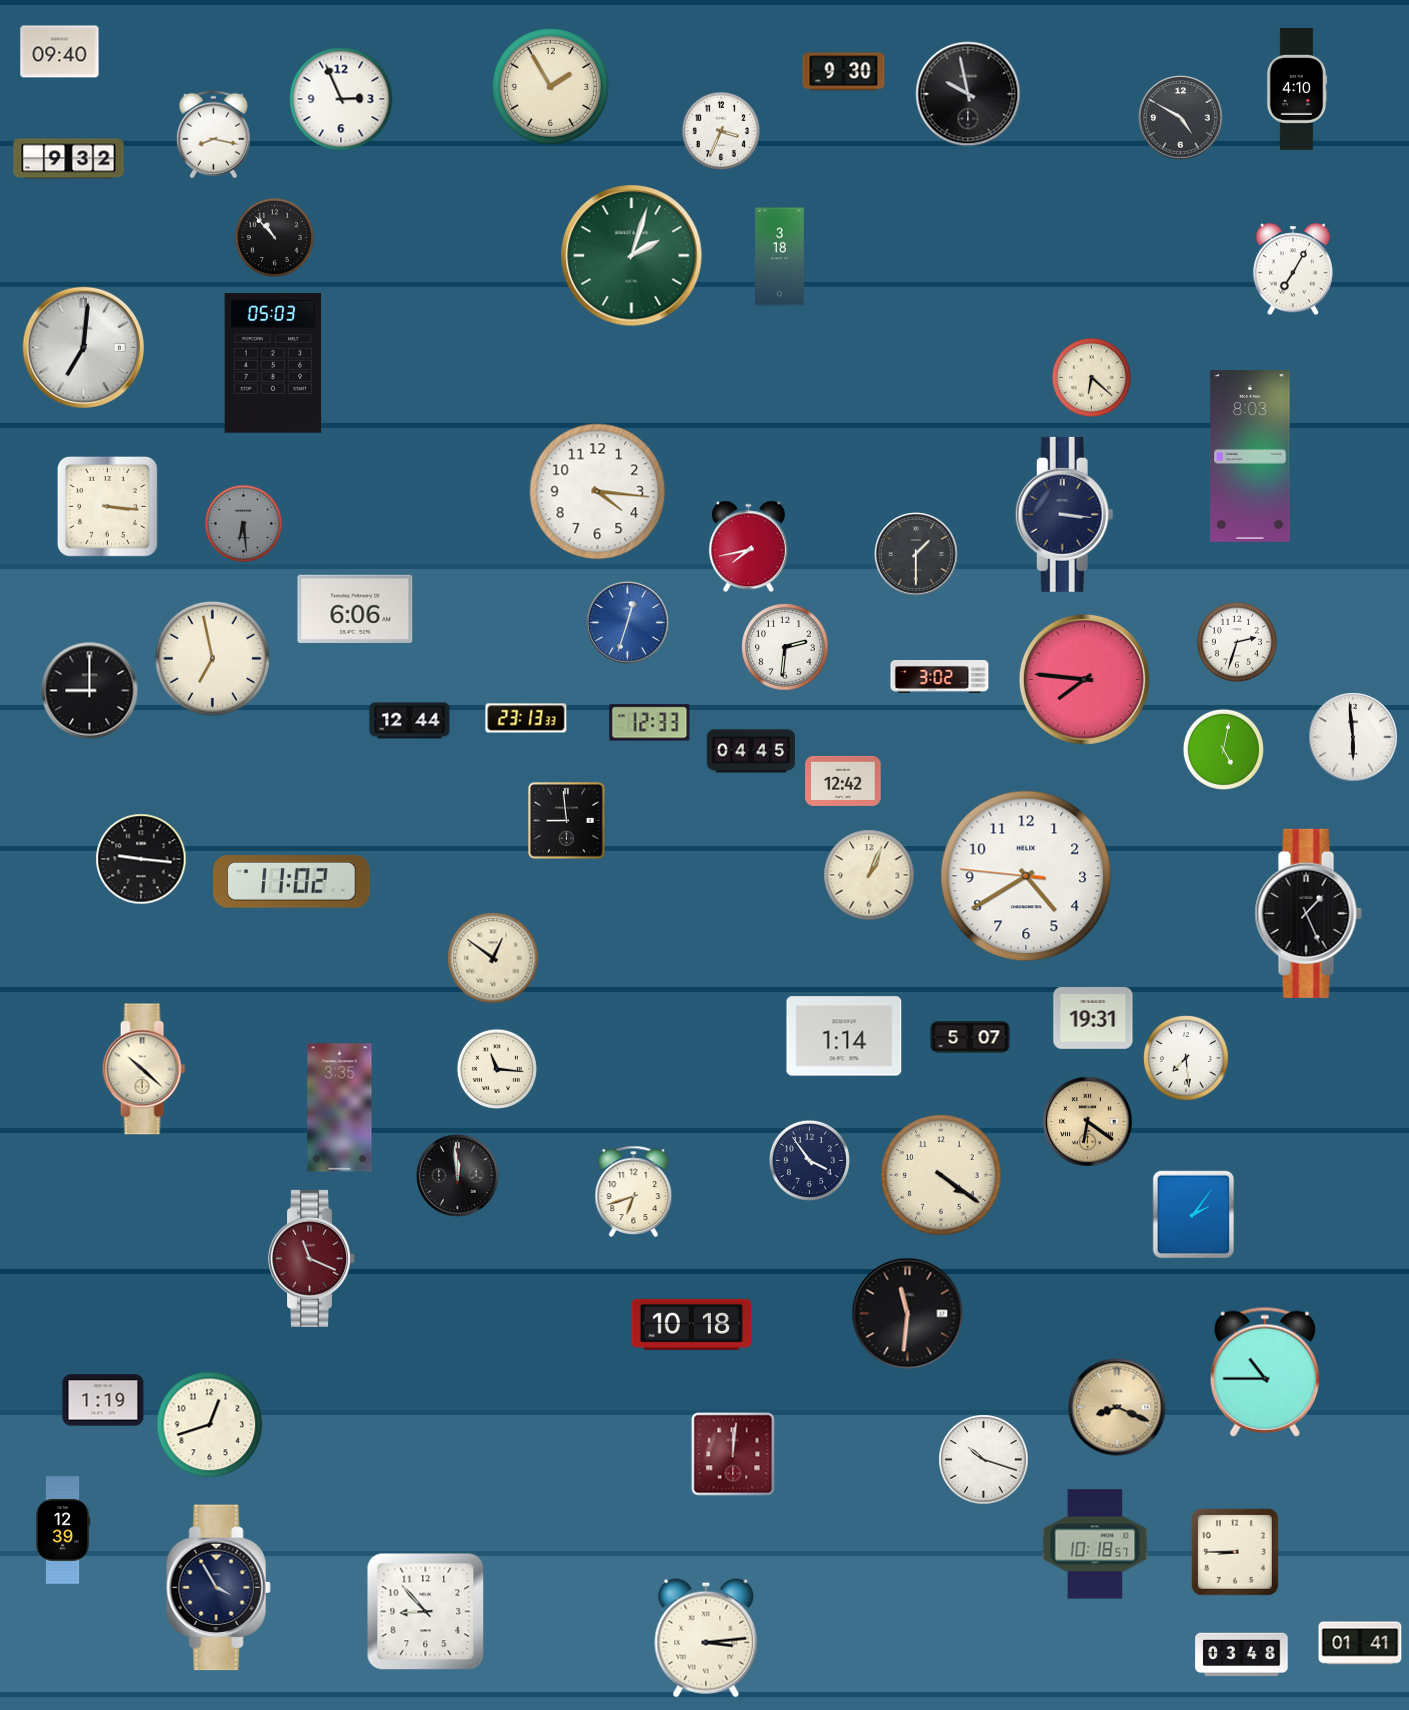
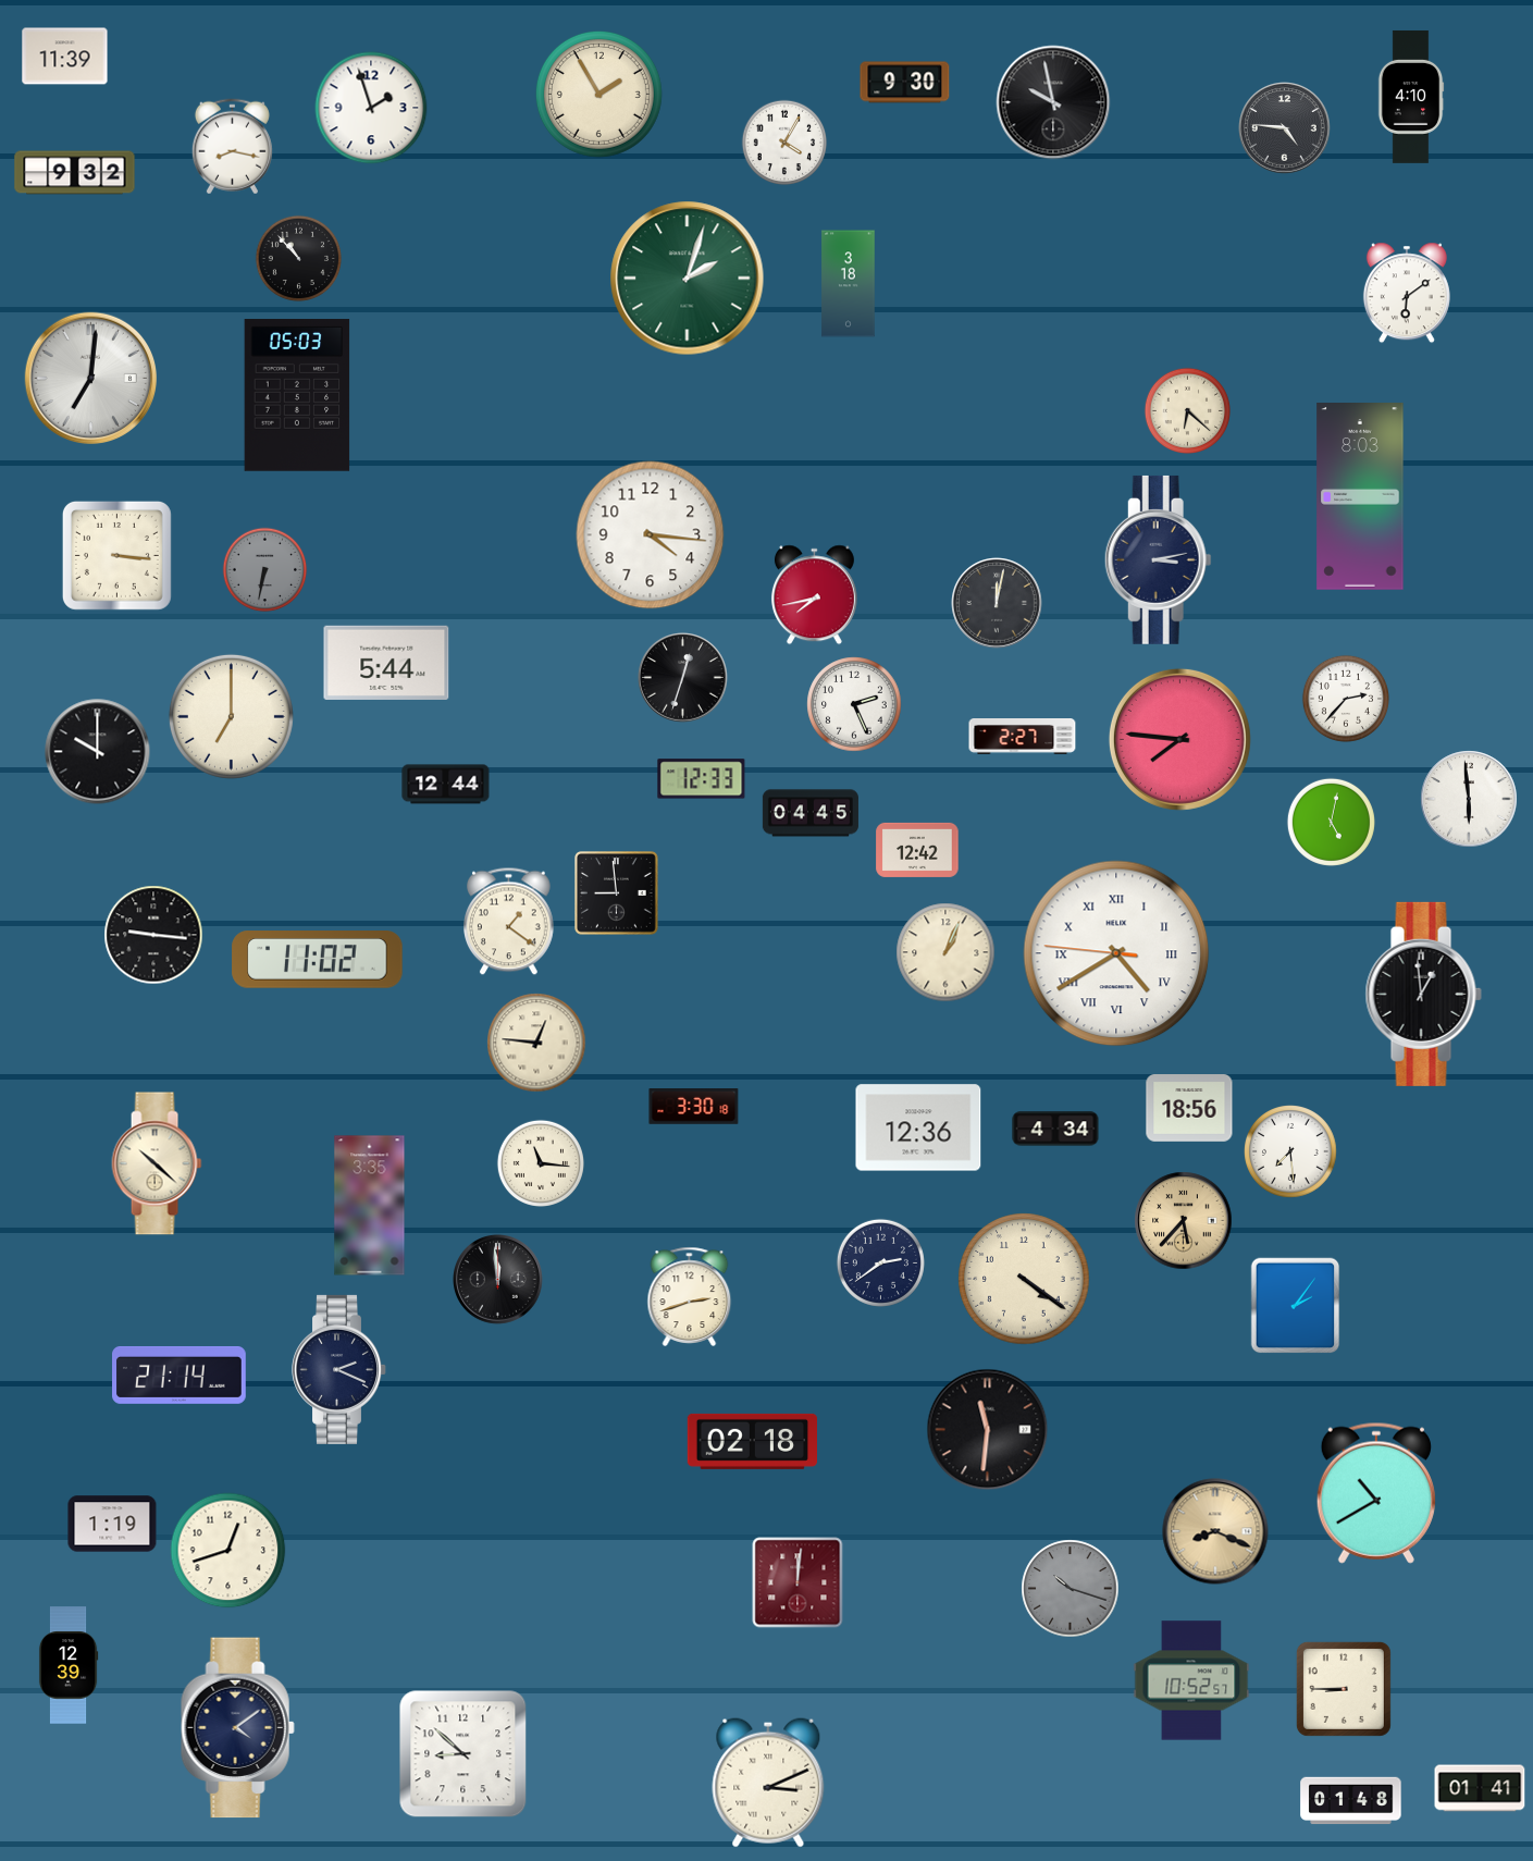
clock at (60, 52): 09:40 -> 11:39
clock at (844, 72) position: (844, 72) -> (905, 83)
clock at (341, 99): 2:56 -> 1:57
clock at (1181, 118): 4:50 -> 4:46
clock at (721, 131): 3:34 -> 4:05
clock at (780, 257) position: (780, 257) -> (849, 284)
clock at (1293, 269): 7:05 -> 6:09
clock at (107, 506) position: (107, 506) -> (116, 555)
clock at (1064, 514): 3:16 -> 3:13
clock at (244, 524): 6:29 -> 6:32
clock at (916, 554): 1:30 -> 12:02
clock at (355, 609): 6:06 -> 5:44
clock at (628, 623) dial: blue -> black
clock at (1237, 642): 2:33 -> 2:37
clock at (785, 647): 2:31 -> 2:26
clock at (212, 658): 6:58 -> 7:00
clock at (940, 677): 3:02 -> 2:27
clock at (90, 691): 9:00 -> 10:00
clock at (526, 718): 23:13 -> none
clock at (650, 723) position: (650, 723) -> (702, 779)
clock at (1353, 737) position: (1353, 737) -> (1469, 799)
clock at (1223, 749) position: (1223, 749) -> (1331, 822)
clock at (751, 751) position: (751, 751) -> (811, 813)
clock at (509, 922): none -> 1:21
clock at (1026, 876) numerals: Arabic -> Roman
clock at (1308, 913): 1:26 -> 12:59
clock at (493, 958): 12:51 -> 12:46
clock at (694, 1107): none -> 3:30
clock at (1093, 1019): 19:31 -> 18:56
clock at (844, 1036): 1:14 -> 12:36
clock at (970, 1037): 5:07 -> 4:34
clock at (1088, 1122): 6:21 -> 5:37
clock at (809, 1160): 3:54 -> 2:39
clock at (634, 1191): 6:42 -> 2:42
clock at (1194, 1215) position: (1194, 1215) -> (1296, 1306)
clock at (312, 1258): 11:19 -> 2:19
clock at (312, 1258) dial: burgundy -> navy
clock at (180, 1375): none -> 21:14
clock at (691, 1324): 10:18 -> 02:18
clock at (1265, 1372): 10:45 -> 10:40
clock at (984, 1460) dial: white -> grey
clock at (1095, 1544): 10:18 -> 10:52
clock at (218, 1588): 3:55 -> 4:09
clock at (426, 1612): 8:53 -> 8:52
clock at (706, 1638): 3:14 -> 3:11
clock at (1242, 1655): 03:48 -> 01:48
